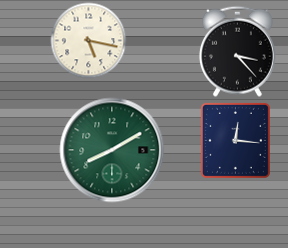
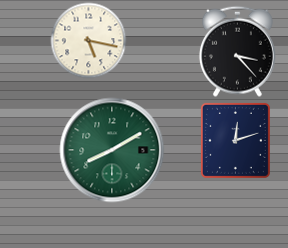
clock at (235, 140): 12:16 -> 12:12
